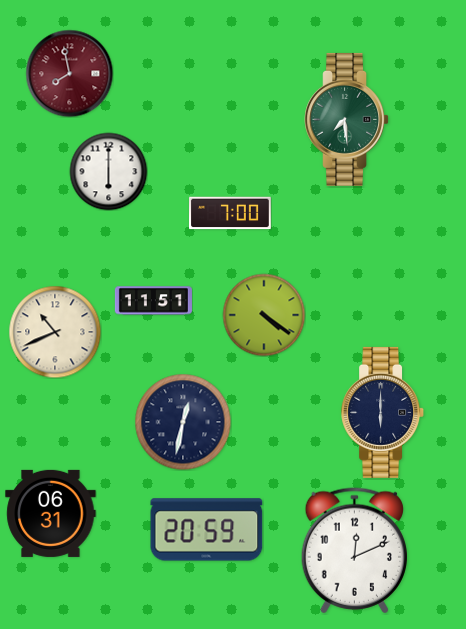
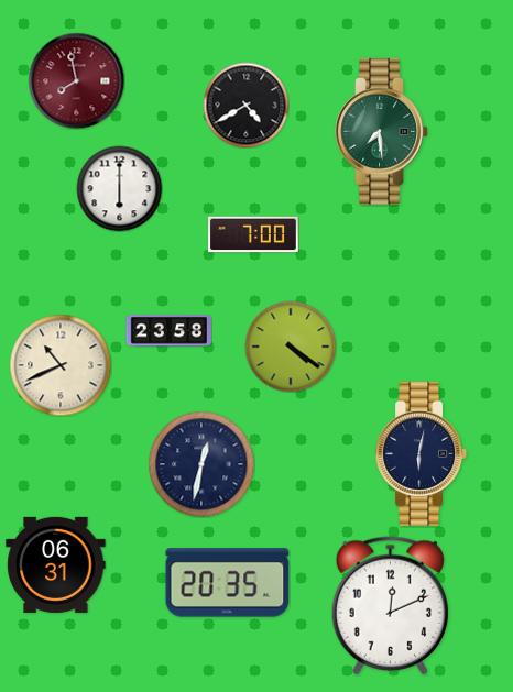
clock at (245, 105): none -> 4:40
clock at (153, 301): 11:51 -> 23:58
clock at (383, 412): 6:00 -> 6:02
clock at (207, 530): 20:59 -> 20:35
